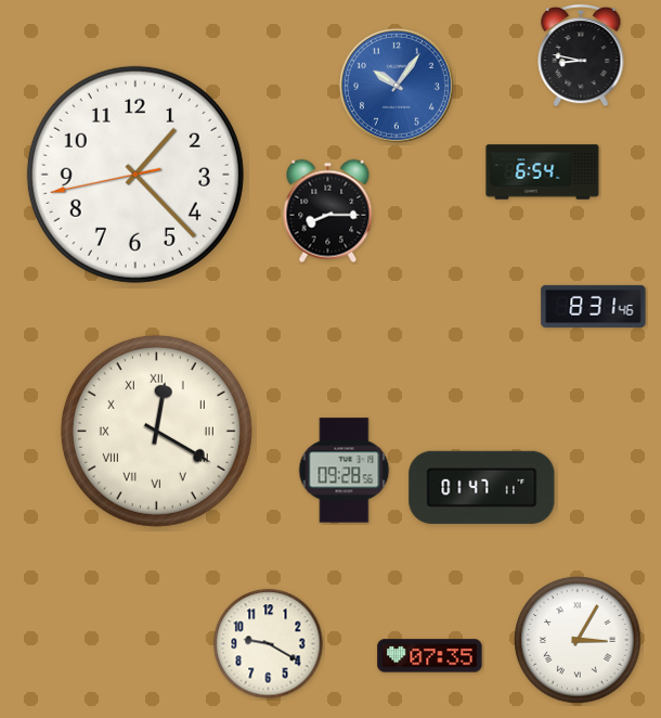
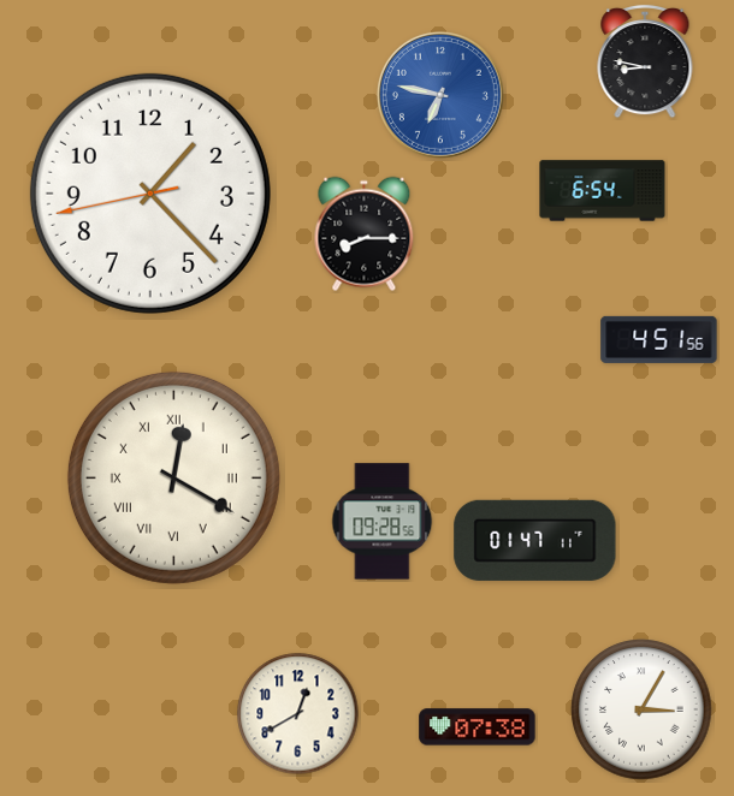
clock at (397, 86): 10:06 -> 6:47
clock at (594, 306): 8:31 -> 4:51
clock at (269, 644): 9:20 -> 12:40
clock at (430, 656): 07:35 -> 07:38
